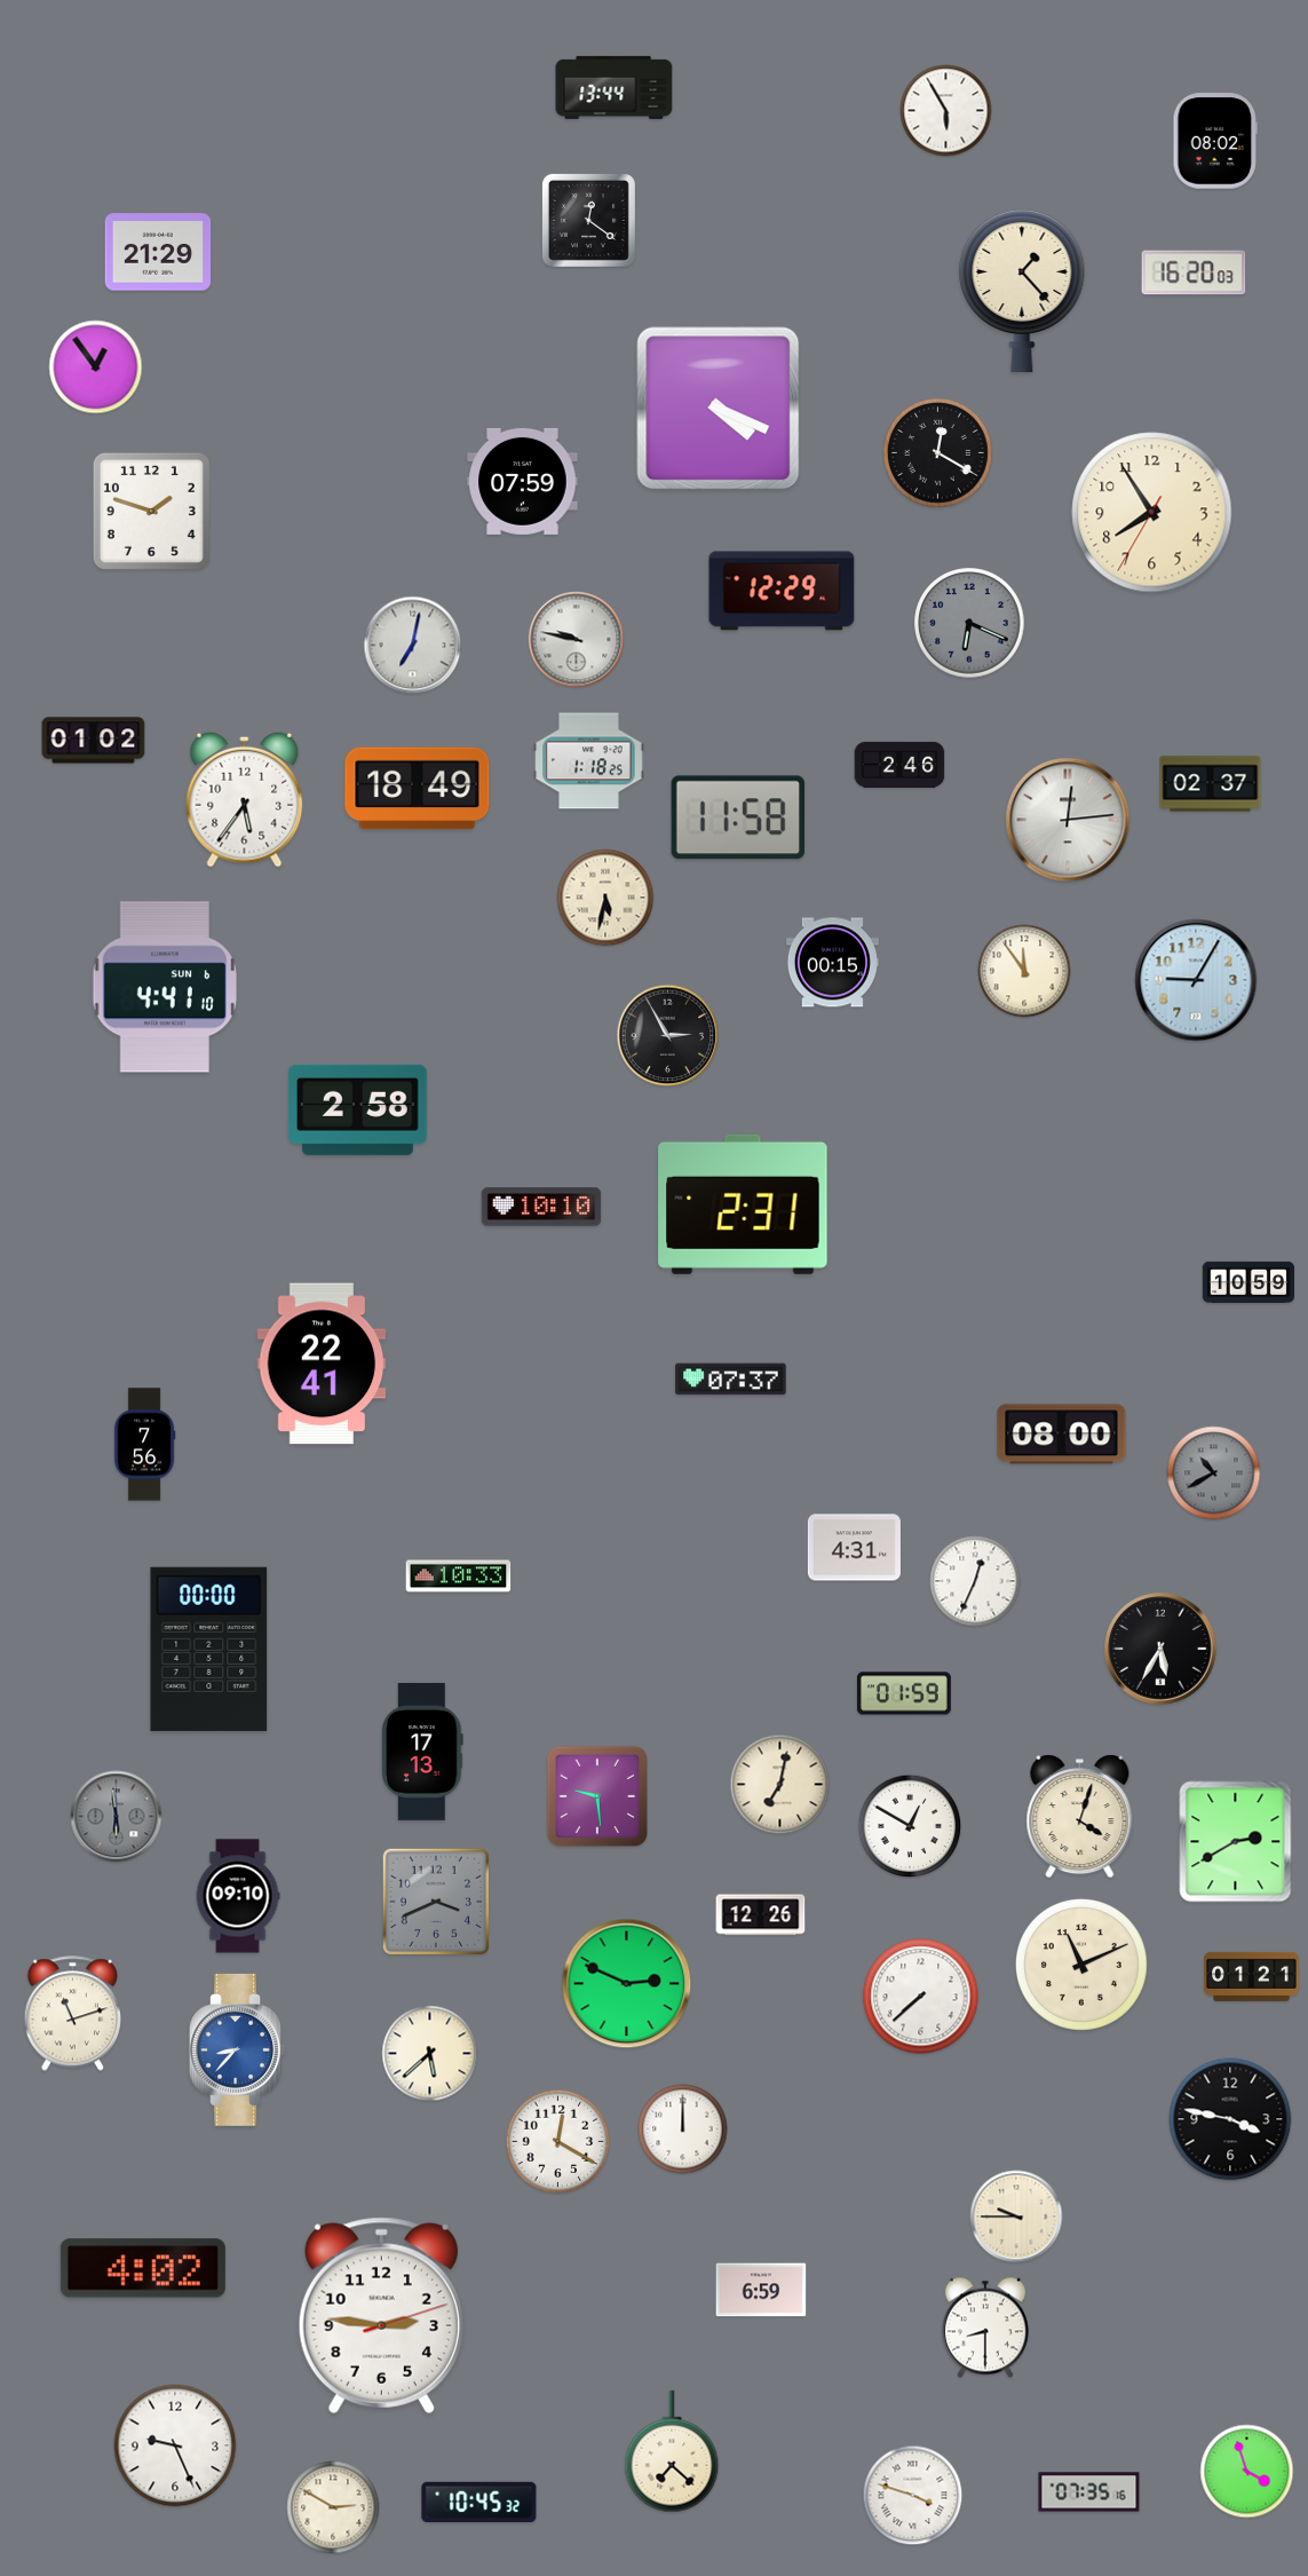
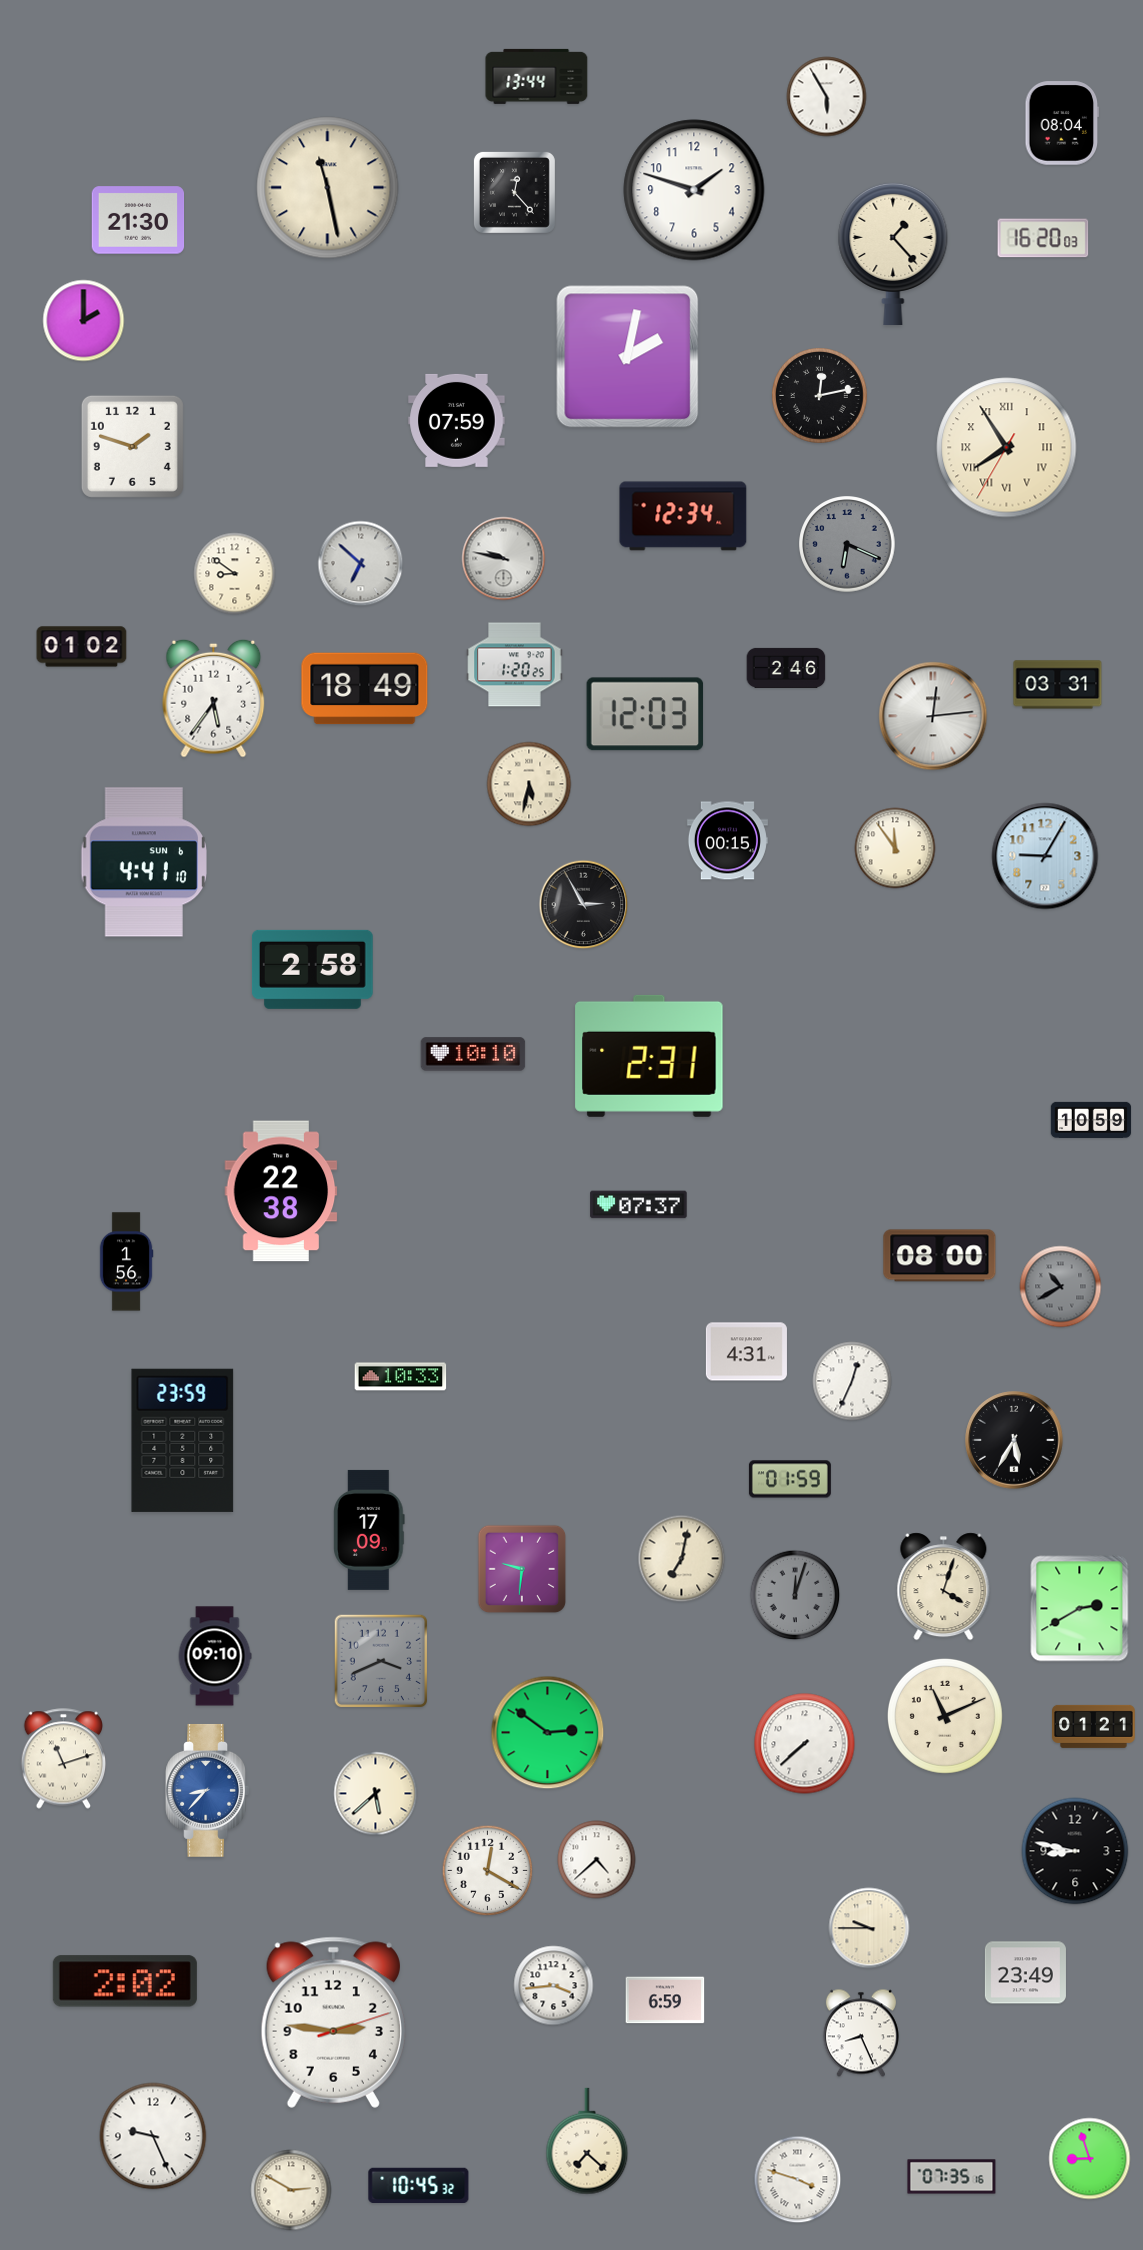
clock at (1215, 141): 08:02 -> 08:04
clock at (328, 188): none -> 11:28
clock at (694, 190): none -> 1:48
clock at (588, 220): 12:21 -> 12:23
clock at (158, 252): 21:29 -> 21:30
clock at (96, 368): 12:54 -> 2:00
clock at (719, 409): 4:19 -> 2:02
clock at (938, 453): 12:20 -> 12:13
clock at (1152, 513) numerals: Arabic -> Roman
clock at (782, 591): 12:29 -> 12:34
clock at (413, 646): 7:02 -> 6:52
clock at (235, 574): none -> 8:51
clock at (589, 761): 1:18 -> 1:20
clock at (1211, 784): 02:37 -> 03:31
clock at (738, 817): 11:58 -> 12:03
clock at (743, 1204) position: (743, 1204) -> (649, 1056)
clock at (322, 1364): 22:41 -> 22:38
clock at (1062, 1435) position: (1062, 1435) -> (940, 1256)
clock at (144, 1445): 7:56 -> 1:56
clock at (209, 1649): 00:00 -> 23:59
clock at (422, 1752): 17:13 -> 17:09
clock at (597, 1796): 9:29 -> 9:31
clock at (117, 1817): 5:59 -> none
clock at (910, 1826): 12:50 -> 12:03
clock at (910, 1826) dial: white -> grey
clock at (238, 1896) position: (238, 1896) -> (215, 1656)
clock at (761, 1915): 12:26 -> none
clock at (627, 1984): 2:49 -> 2:51
clock at (1230, 2119): 3:47 -> 8:47
clock at (683, 2129): 12:00 -> 4:38
clock at (1016, 2217) position: (1016, 2217) -> (869, 1928)
clock at (1025, 1973): none -> 23:49
clock at (143, 2268): 4:02 -> 2:02
clock at (554, 1986): none -> 3:44
clock at (985, 2328): 8:30 -> 8:26
clock at (1247, 2472): 3:57 -> 8:57
